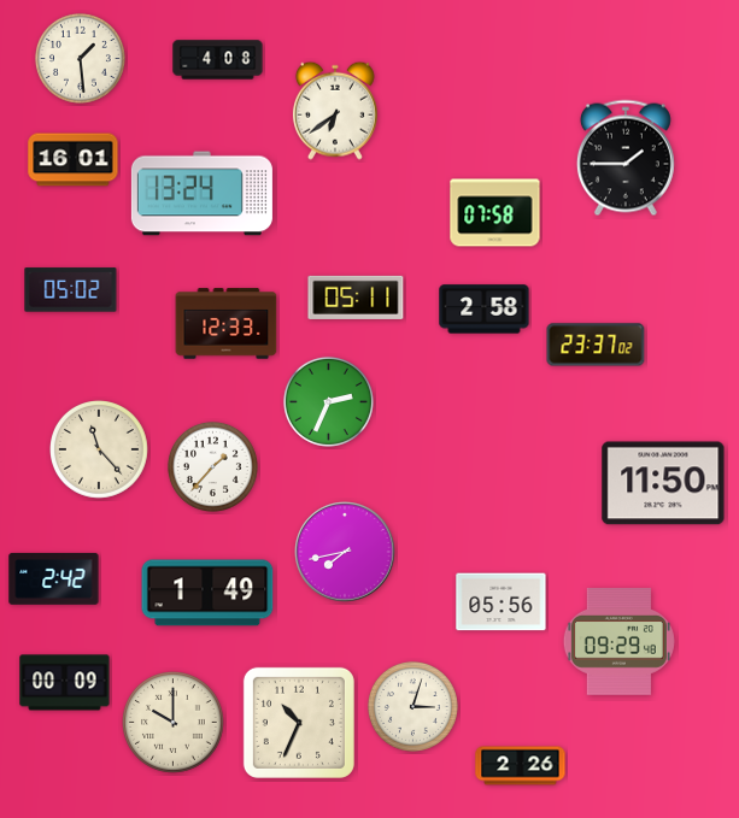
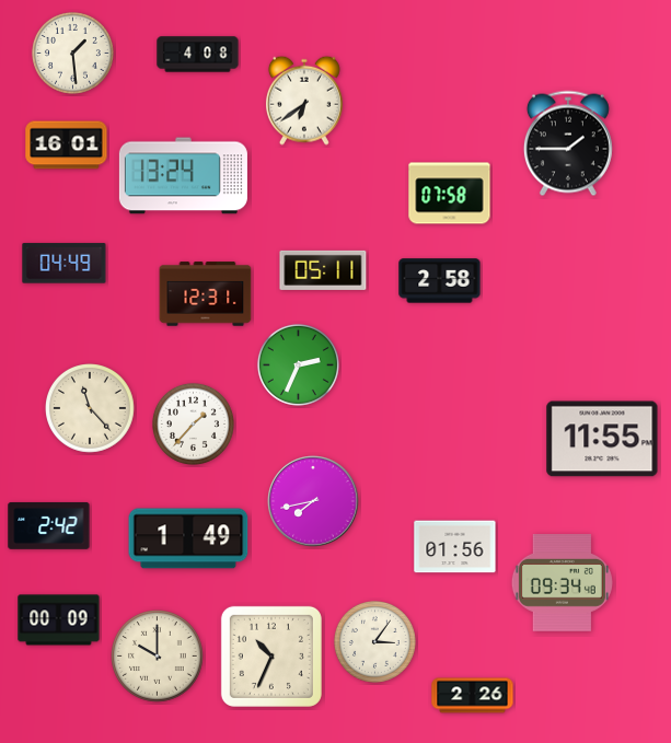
clock at (71, 290): 05:02 -> 04:49
clock at (227, 324): 12:33 -> 12:31
clock at (596, 345): 23:37 -> none
clock at (663, 483): 11:50 -> 11:55
clock at (502, 602): 05:56 -> 01:56
clock at (618, 642): 09:29 -> 09:34
clock at (412, 706): 3:03 -> 3:06
